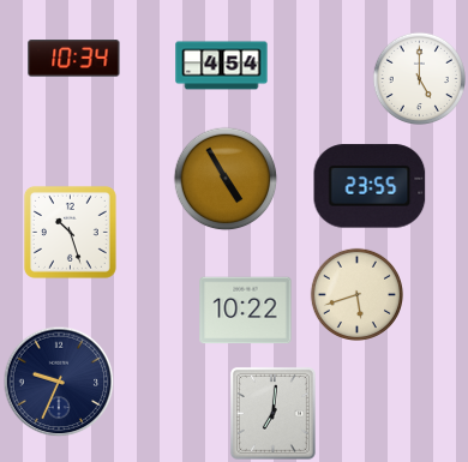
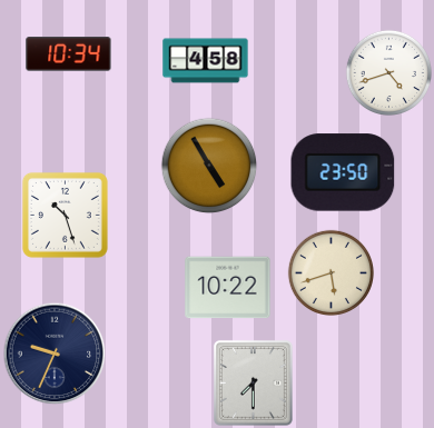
clock at (222, 66): 4:54 -> 4:58
clock at (419, 78): 5:00 -> 4:42
clock at (370, 186): 23:55 -> 23:50
clock at (272, 413): 7:01 -> 7:30
